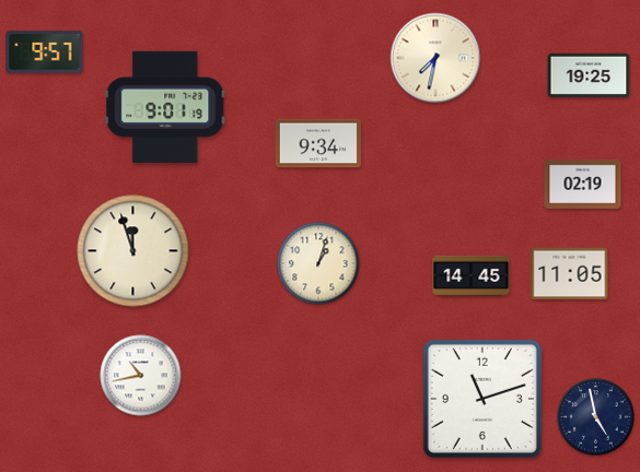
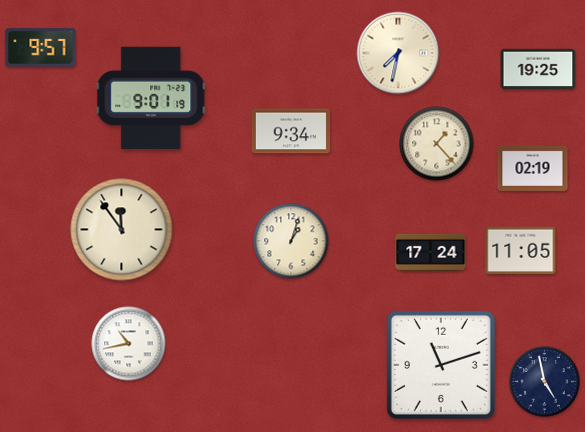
clock at (437, 144): none -> 1:23
clock at (133, 251): 11:57 -> 11:54
clock at (472, 275): 14:45 -> 17:24
